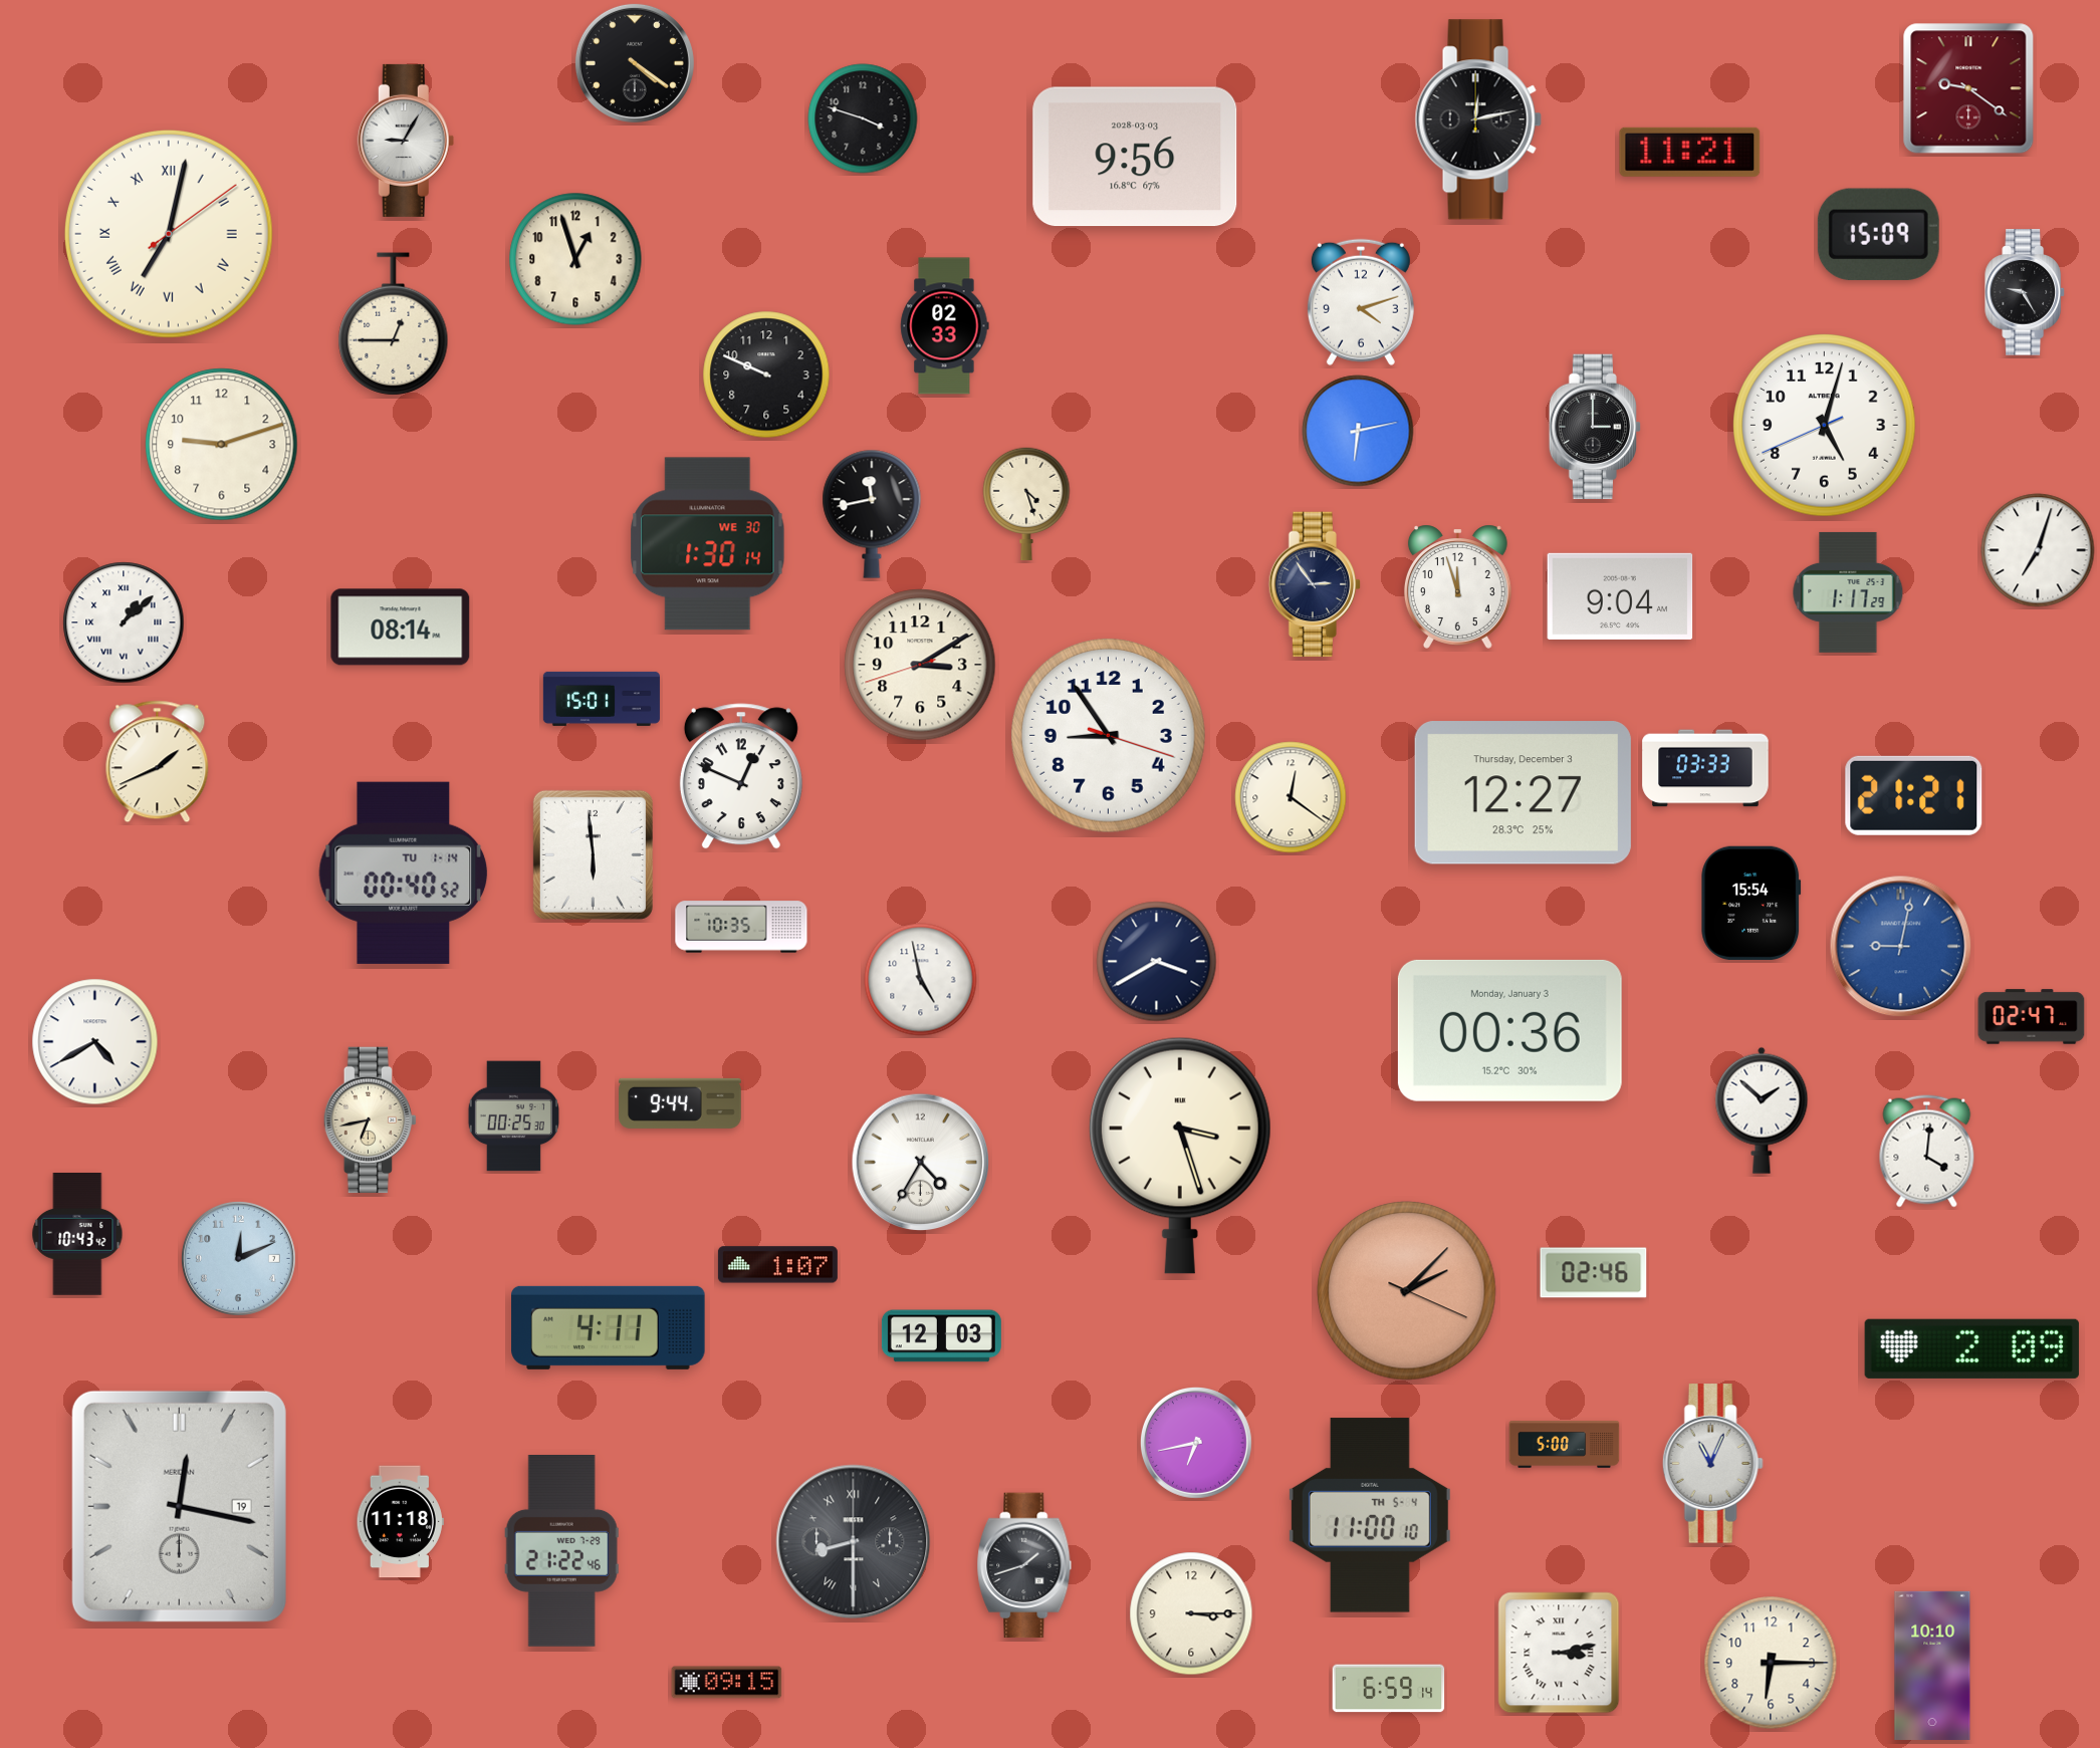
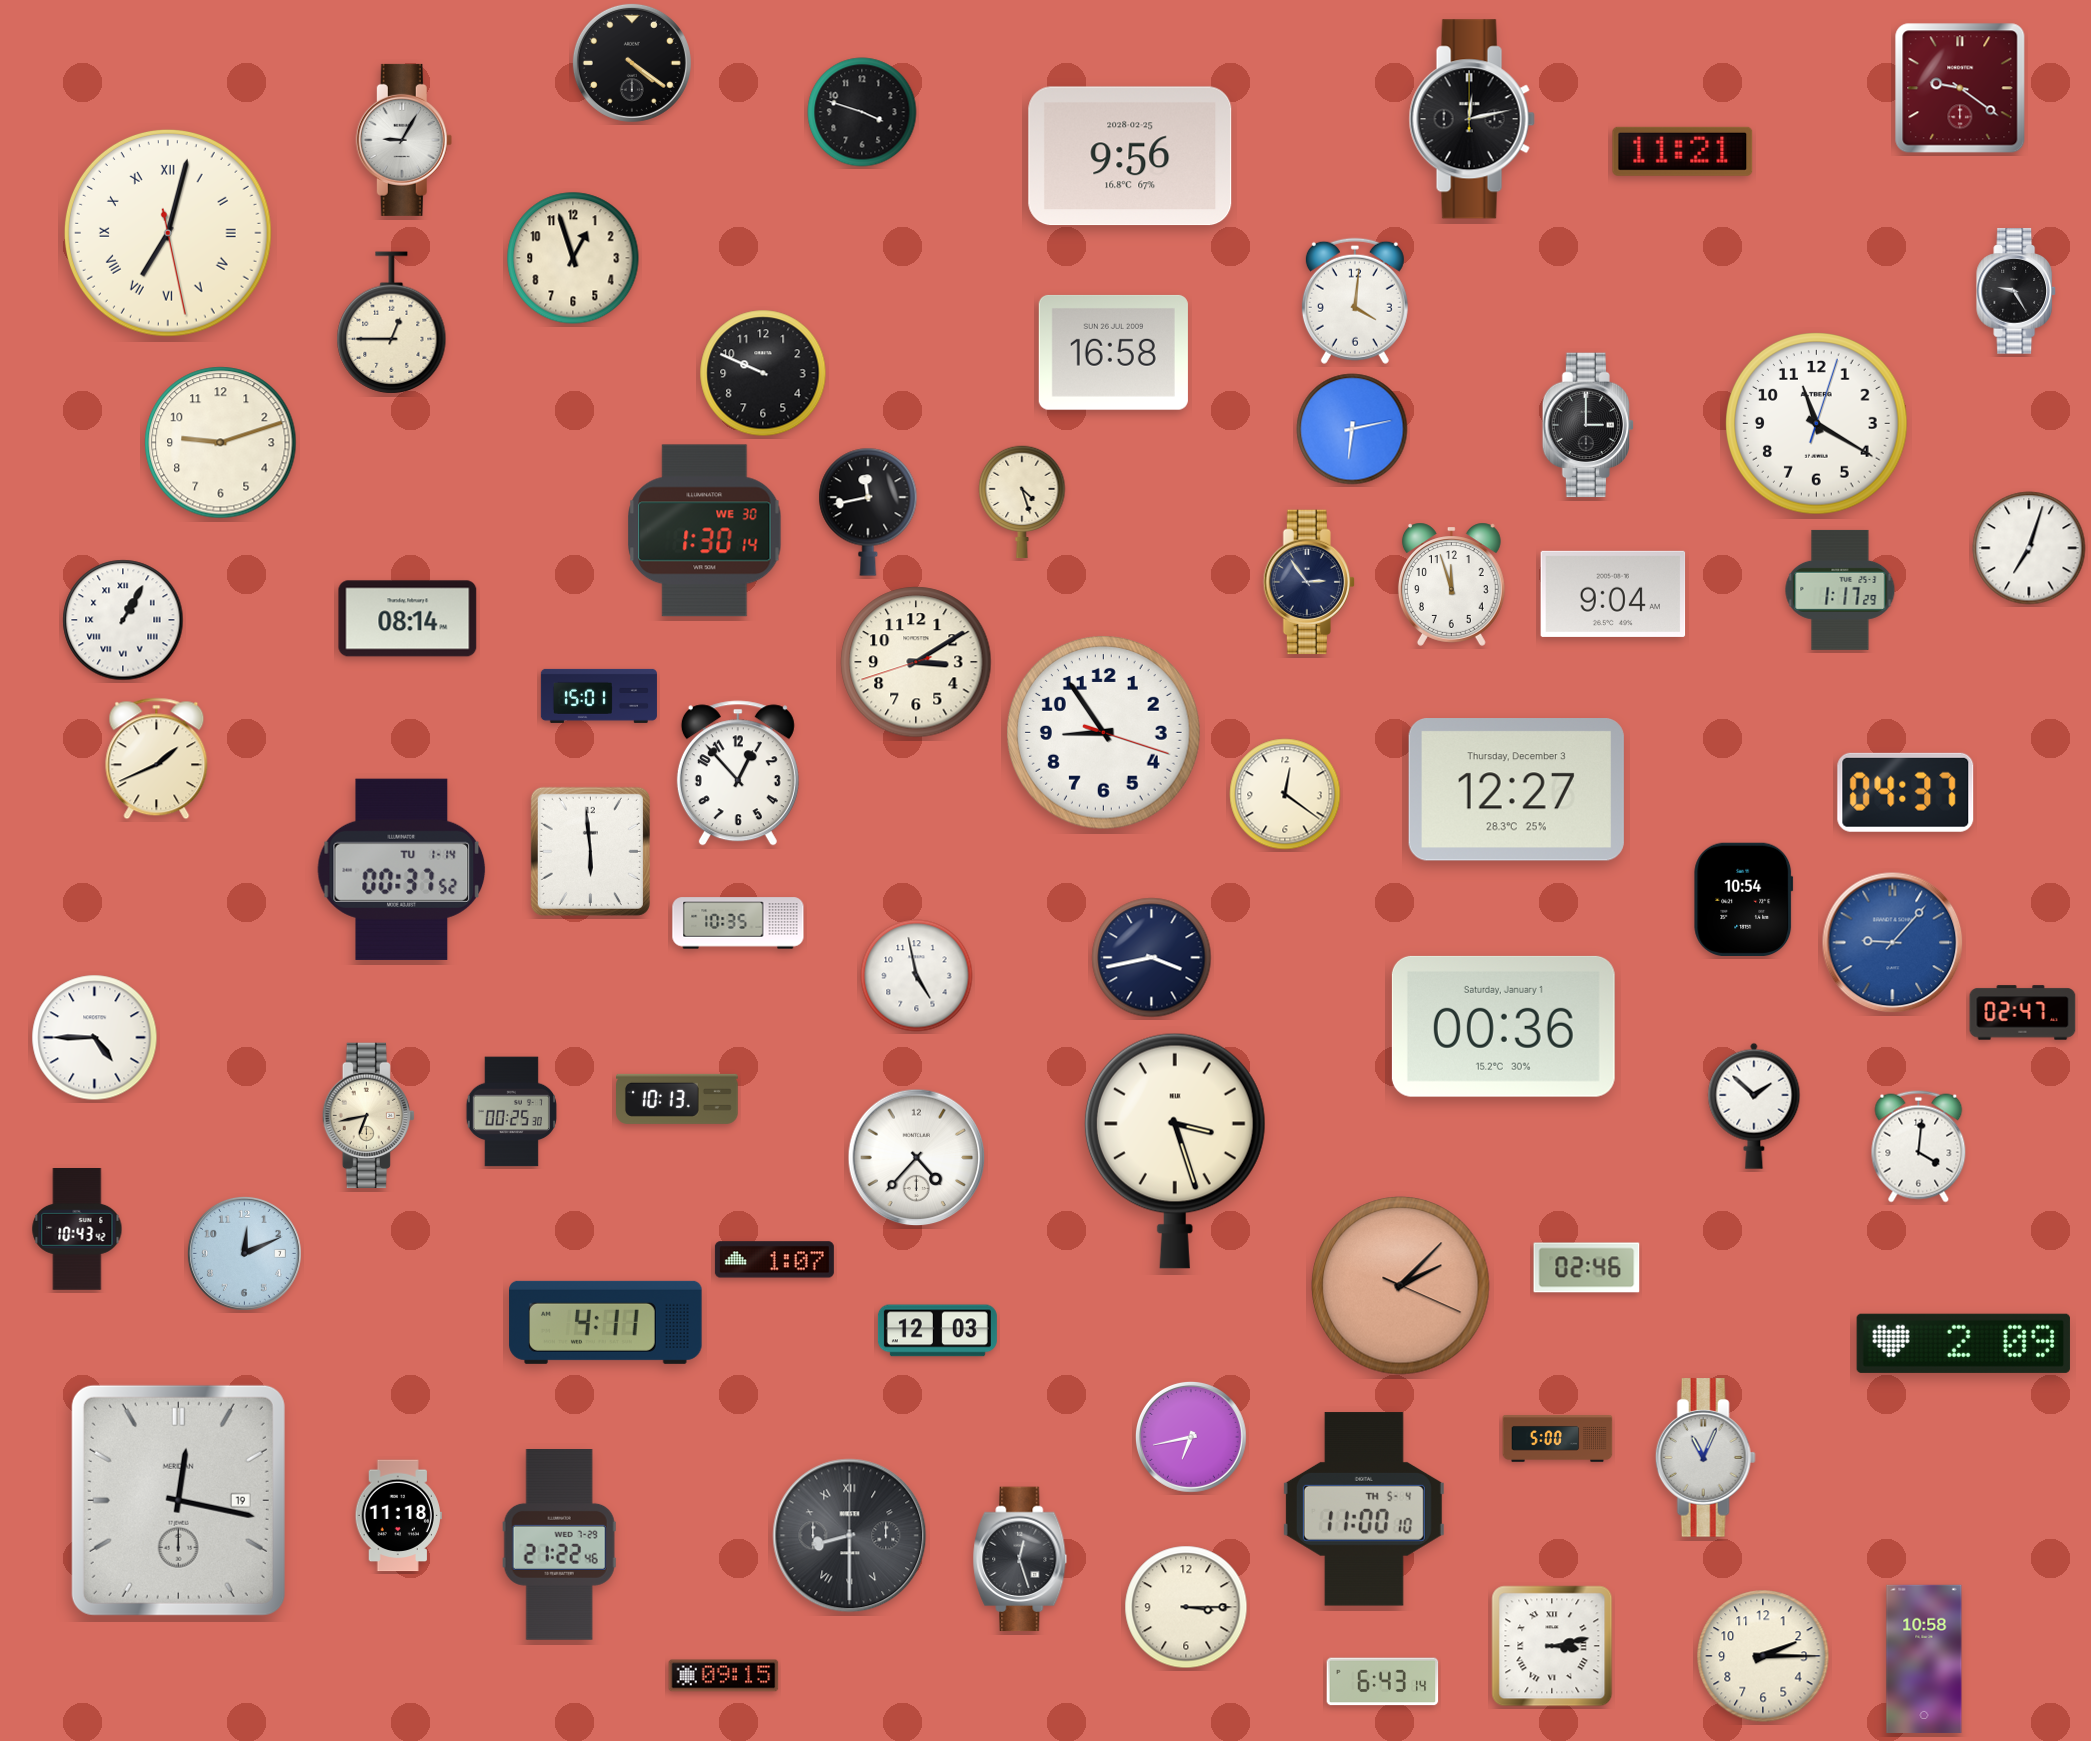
clock at (863, 118) position: (863, 118) -> (862, 112)
clock at (1135, 157) date: 2028-03-03 -> 2028-02-25
clock at (169, 234): 7:02:09 -> 7:02:28
clock at (1878, 234): 15:09 -> none
clock at (1361, 302): 4:12 -> 4:01
clock at (945, 326): 02:33 -> none
clock at (1113, 352): none -> 16:58
clock at (1825, 426): 5:02 -> 11:20
clock at (708, 544) position: (708, 544) -> (705, 531)
clock at (124, 622): 1:08 -> 1:05
clock at (401, 628) position: (401, 628) -> (408, 619)
clock at (1705, 768): 03:33 -> none
clock at (741, 776): 12:49 -> 12:53
clock at (1914, 795): 21:21 -> 04:37
clock at (404, 872): 00:40 -> 00:37
clock at (1752, 903): 15:54 -> 10:54
clock at (1901, 947): 9:02 -> 9:07
clock at (1157, 962): 3:40 -> 3:43
clock at (1509, 1030) date: Monday, January 3 -> Saturday, January 1
clock at (95, 1042): 4:40 -> 4:45
clock at (681, 1103): 9:44 -> 10:13
clock at (921, 1163): 4:35 -> 4:37
clock at (238, 1258) position: (238, 1258) -> (244, 1253)
clock at (1024, 1565): 1:42 -> 12:27
clock at (1771, 1663): 6:15 -> 2:15
clock at (1932, 1666): 10:10 -> 10:58
clock at (1389, 1689): 6:59 -> 6:43
